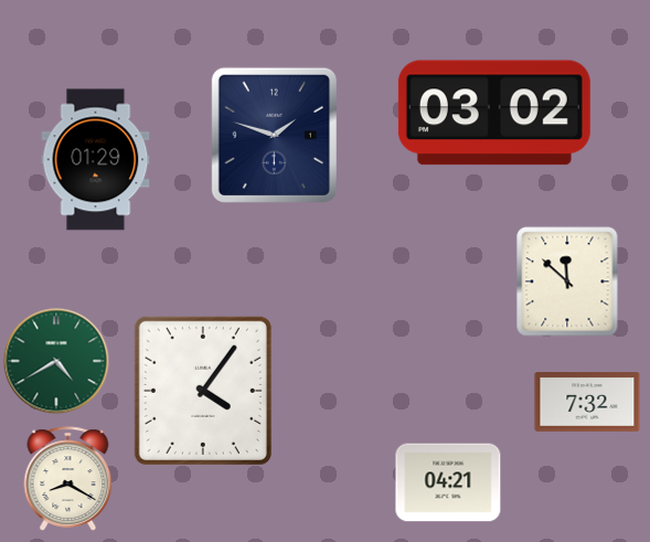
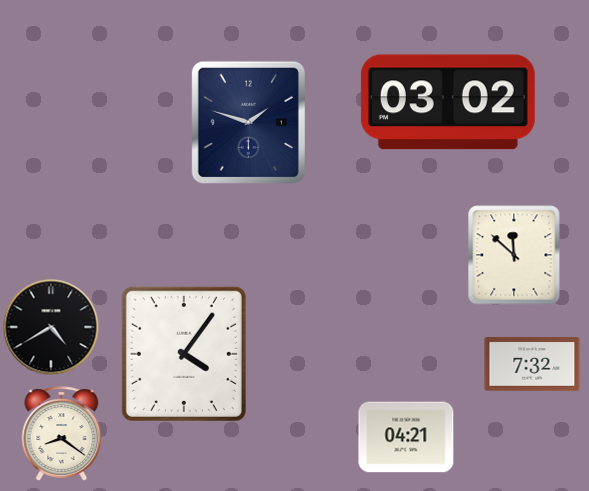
clock at (96, 160): 01:29 -> none
clock at (56, 361) dial: green -> black
clock at (68, 479): 8:20 -> 8:21
